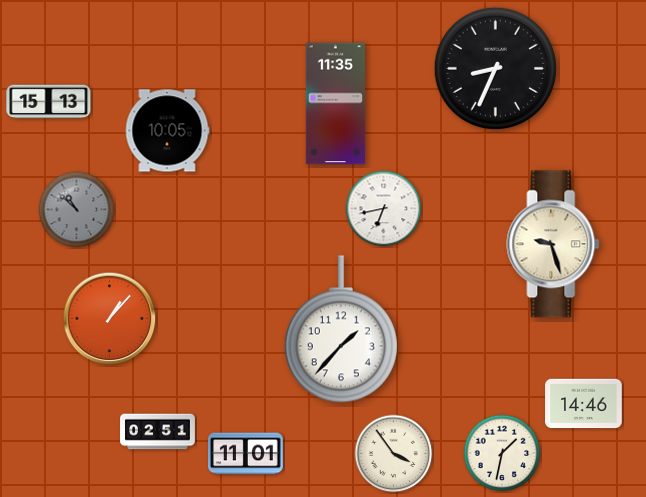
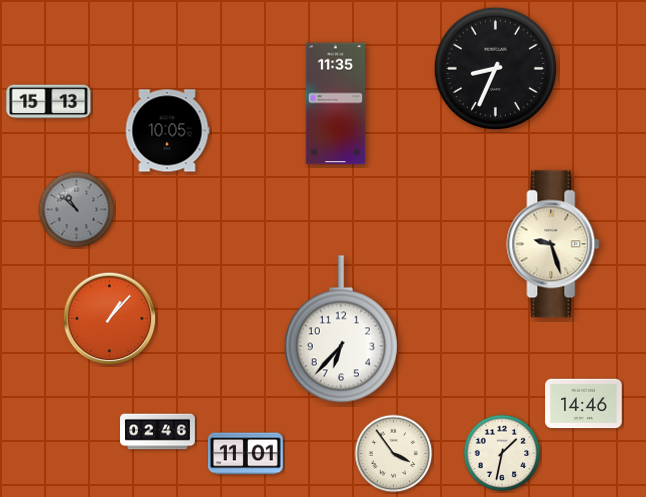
clock at (384, 209): 6:43 -> none
clock at (341, 329): 1:37 -> 6:37
clock at (158, 432): 02:51 -> 02:46
